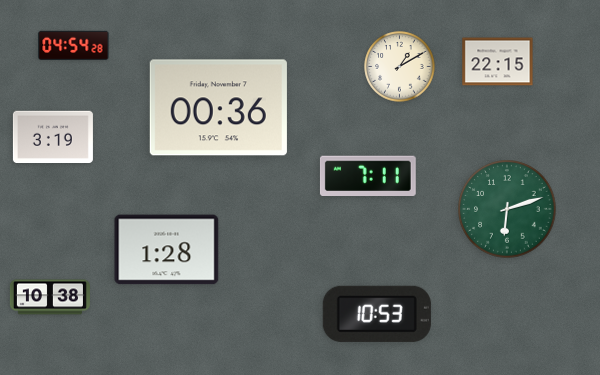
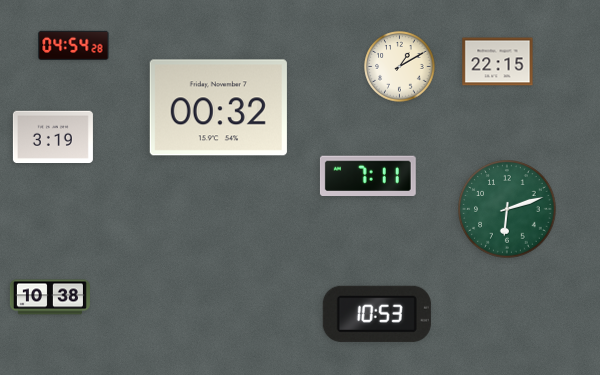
clock at (218, 108): 00:36 -> 00:32
clock at (167, 250): 1:28 -> none
